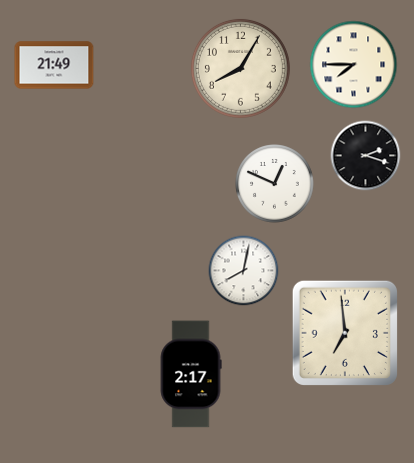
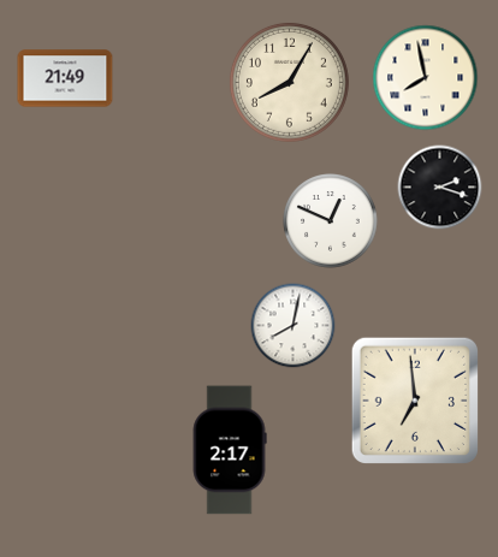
clock at (354, 65): 7:45 -> 7:58
